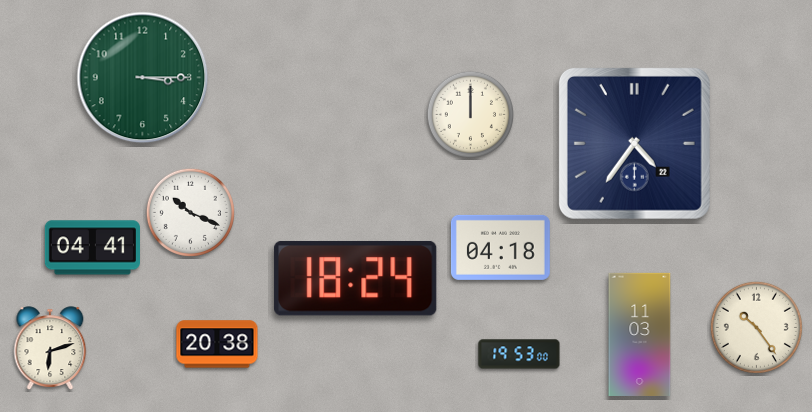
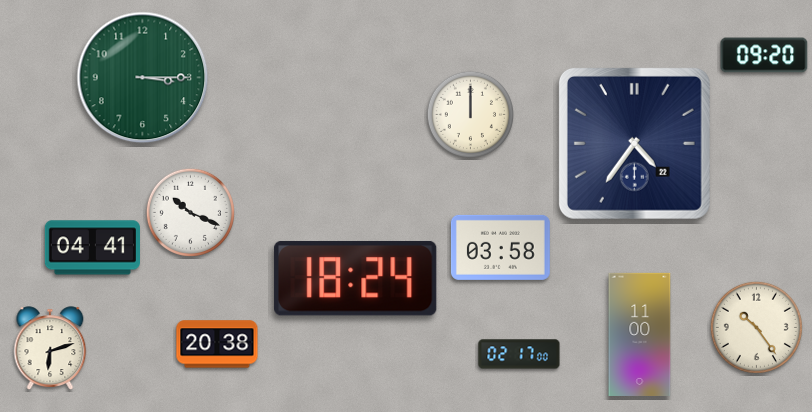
clock at (764, 55): none -> 09:20
clock at (500, 247): 04:18 -> 03:58
clock at (640, 334): 11:03 -> 11:00
clock at (519, 354): 19:53 -> 02:17
